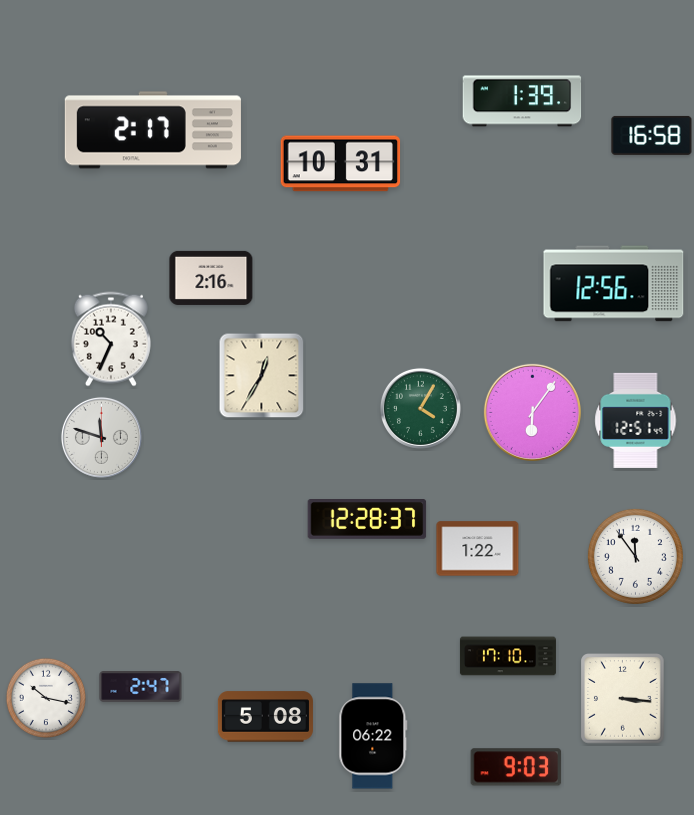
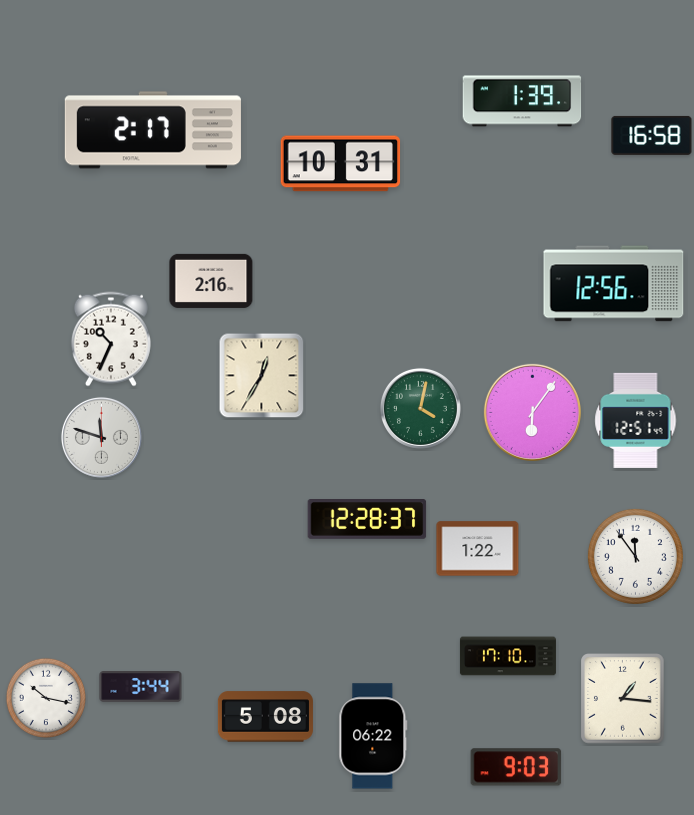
clock at (211, 278) position: (211, 278) -> (211, 281)
clock at (420, 408): 4:05 -> 4:02
clock at (141, 687): 2:47 -> 3:44
clock at (623, 699): 3:16 -> 1:16
